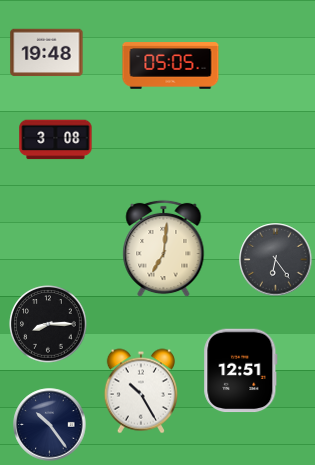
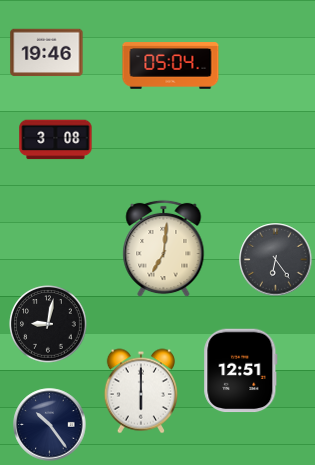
clock at (47, 53): 19:48 -> 19:46
clock at (171, 66): 05:05 -> 05:04
clock at (48, 324): 8:15 -> 9:02
clock at (140, 391): 10:25 -> 6:00
